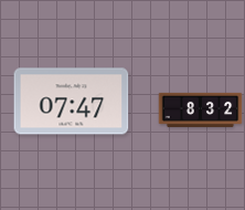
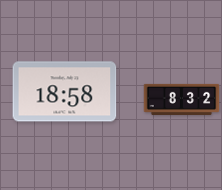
clock at (72, 102): 07:47 -> 18:58
